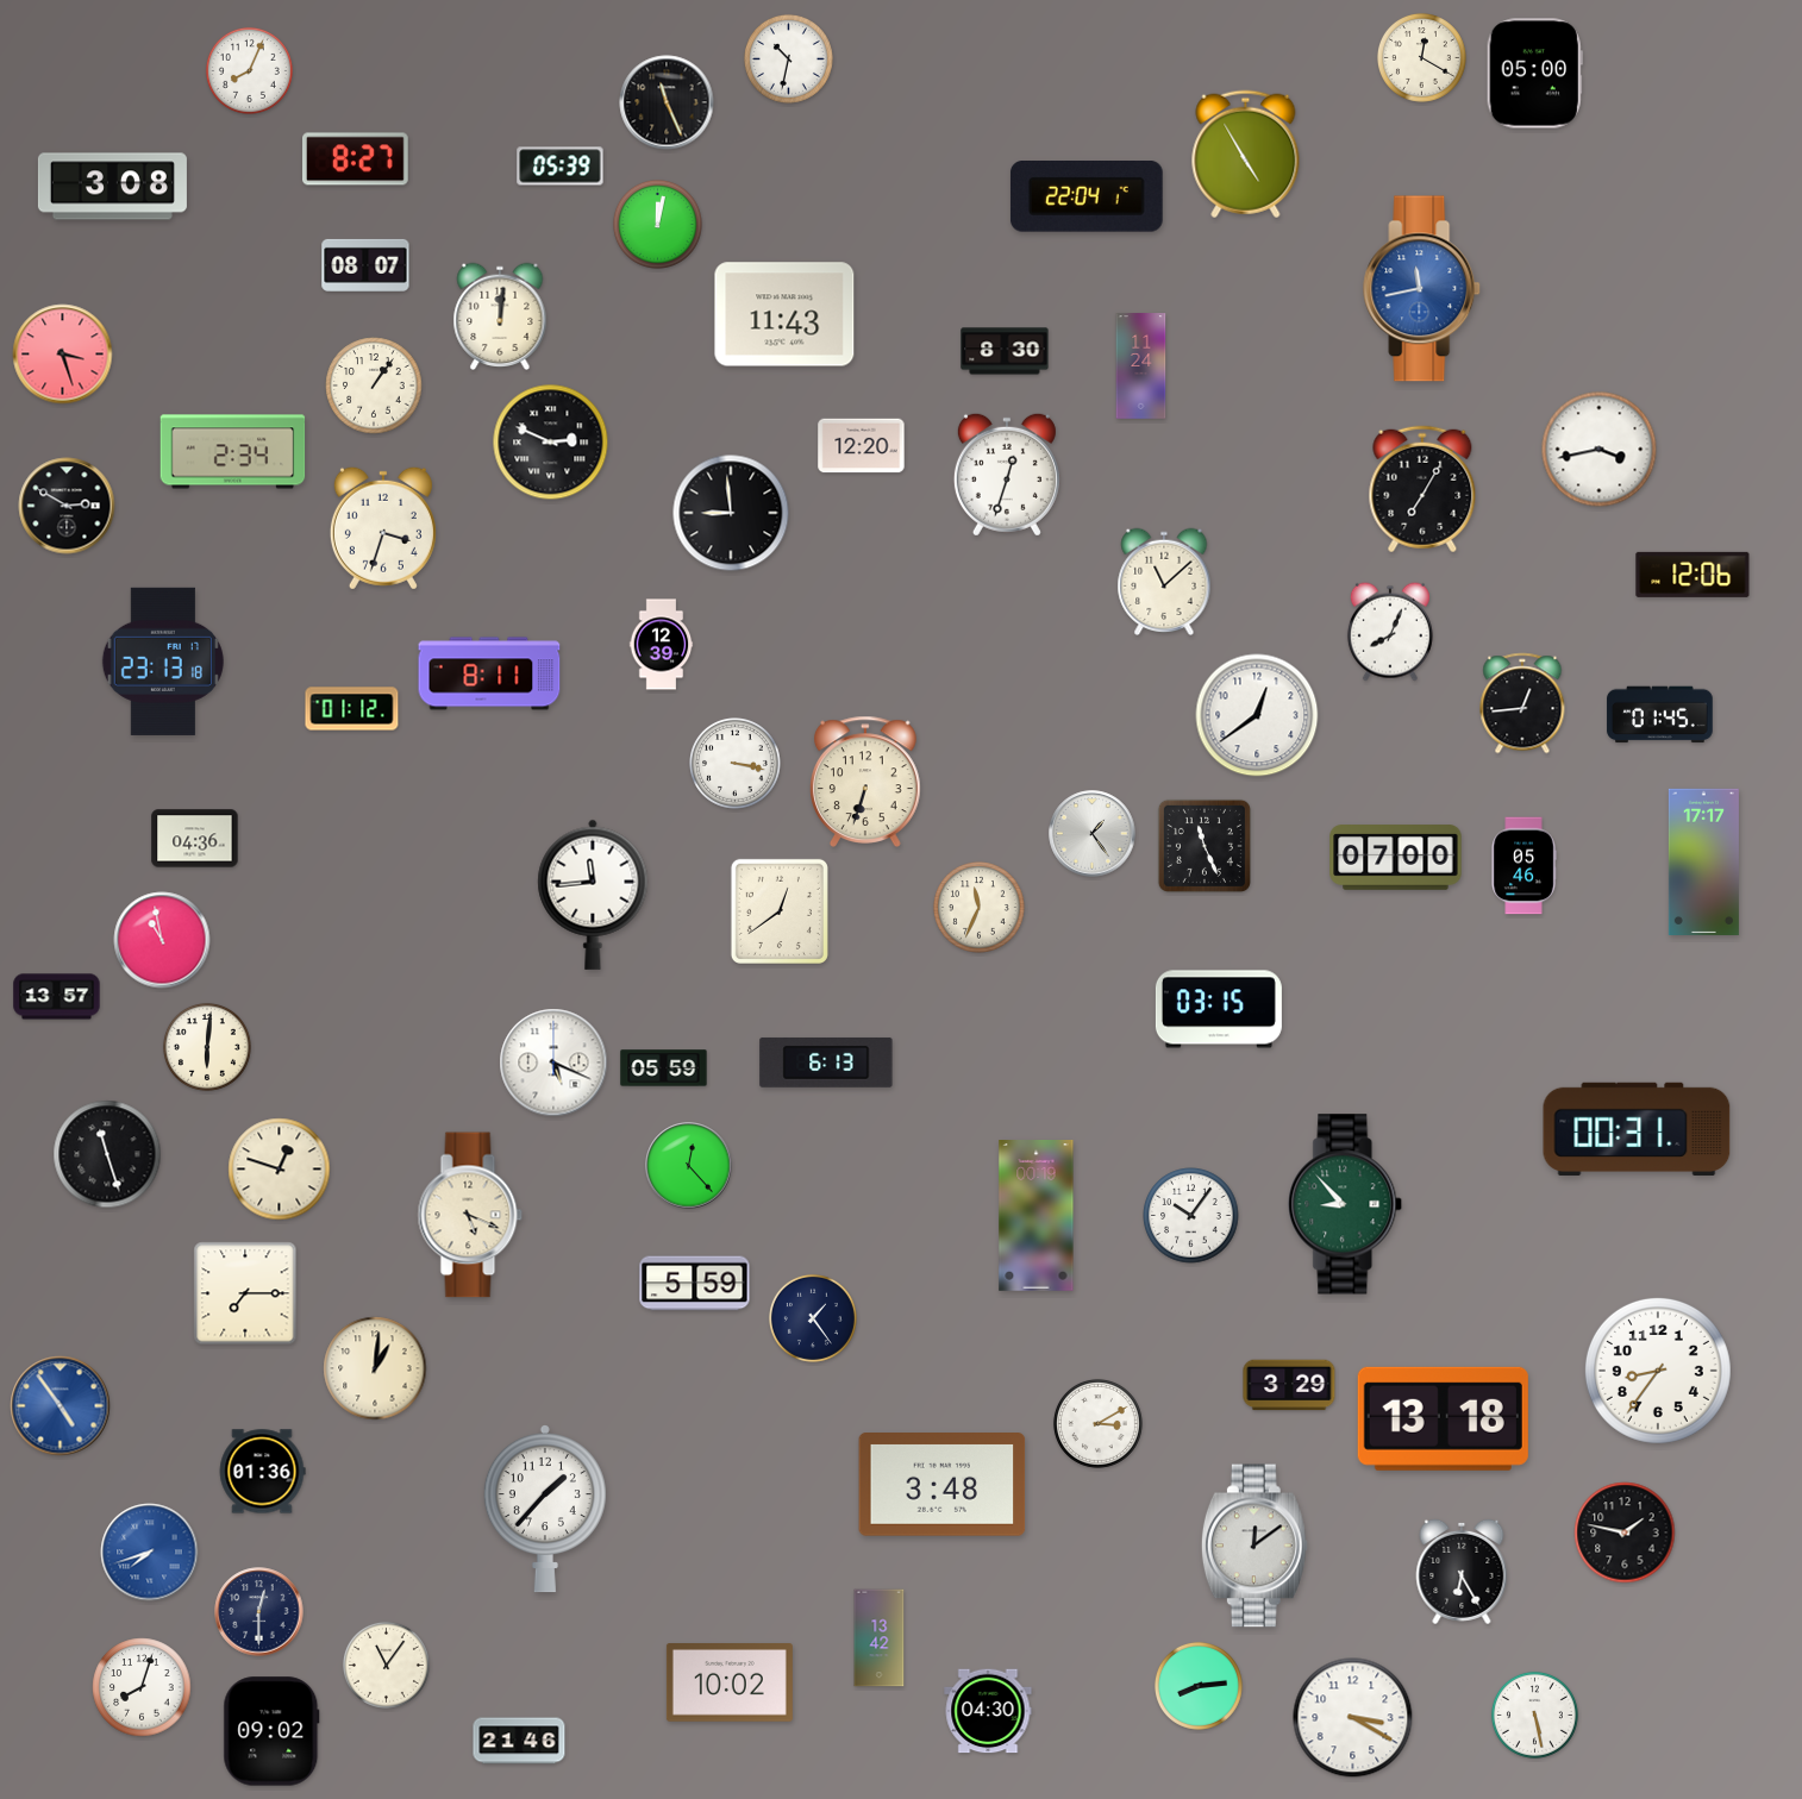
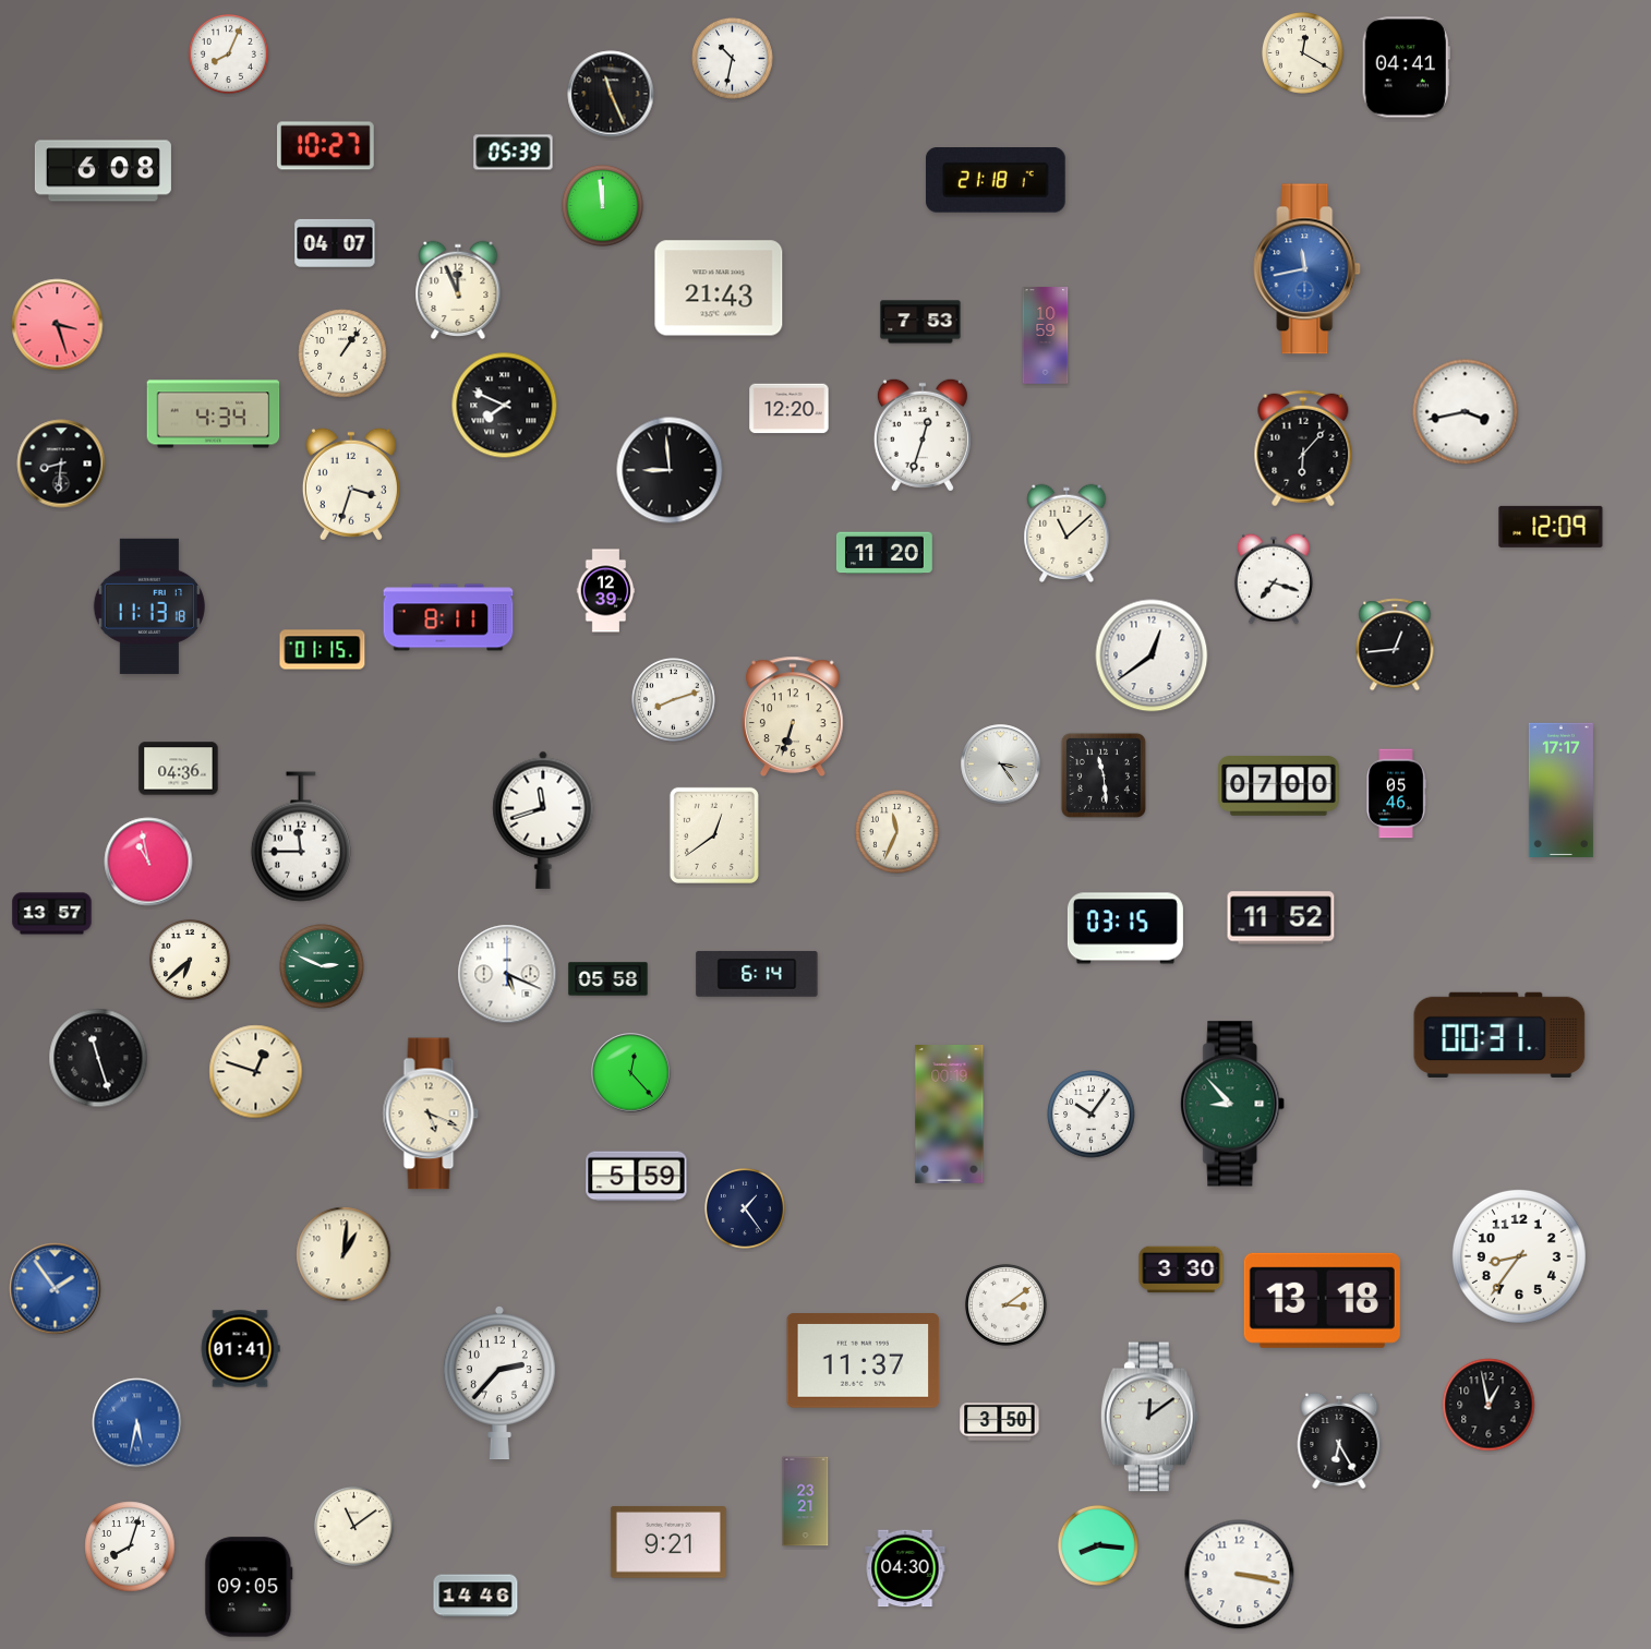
clock at (788, 58) position: (788, 58) -> (732, 58)
clock at (249, 70) position: (249, 70) -> (228, 53)
clock at (1534, 74): 05:00 -> 04:41
clock at (1246, 155): 4:55 -> none
clock at (356, 159): 8:27 -> 10:27
clock at (112, 187): 3:08 -> 6:08
clock at (1087, 196): 22:04 -> 21:18
clock at (657, 224): 12:02 -> 11:59
clock at (365, 265): 08:07 -> 04:07
clock at (1422, 289) position: (1422, 289) -> (1307, 269)
clock at (784, 314): 11:43 -> 21:43
clock at (500, 315): 12:01 -> 11:56
clock at (1005, 351): 8:30 -> 7:53
clock at (1141, 366): 11:24 -> 10:59
clock at (551, 443): 2:49 -> 7:49
clock at (233, 452): 2:34 -> 4:34
clock at (1422, 489): 7:05 -> 6:07
clock at (67, 506): 2:50 -> 8:31
clock at (1692, 575): 12:06 -> 12:09
clock at (884, 553): none -> 11:20
clock at (1390, 632): 8:04 -> 7:18
clock at (163, 662): 23:13 -> 11:13
clock at (352, 709): 01:12 -> 01:15
clock at (1660, 715): 01:45 -> none
clock at (736, 764): 3:17 -> 8:12
clock at (1093, 834): 1:24 -> 3:24
clock at (1205, 846): 11:26 -> 11:29
clock at (593, 895): 11:44 -> 11:42
clock at (301, 836): none -> 11:45
clock at (1281, 918): none -> 11:52
clock at (1219, 1009) position: (1219, 1009) -> (1125, 928)
clock at (207, 1047): 6:01 -> 6:38
clock at (322, 966): none -> 2:49
clock at (826, 1063): 6:13 -> 6:14
clock at (664, 1068): 05:59 -> 05:58
clock at (689, 1166) position: (689, 1166) -> (631, 1073)
clock at (245, 1293): 7:15 -> none
clock at (1289, 1385): 3:29 -> 3:30
clock at (61, 1406): 4:54 -> 1:54
clock at (1097, 1423): 3:10 -> 3:09
clock at (262, 1472): 01:36 -> 01:41
clock at (943, 1485): 3:48 -> 11:37
clock at (545, 1510): 1:37 -> 2:37
clock at (1625, 1532): 1:47 -> 12:58
clock at (1000, 1422): none -> 3:50
clock at (150, 1553): 7:42 -> 5:32
clock at (259, 1612): 12:30 -> none
clock at (880, 1638): 13:42 -> 23:21
clock at (386, 1665): 11:06 -> 11:09
clock at (730, 1684): 10:02 -> 9:21
clock at (1199, 1686): 8:14 -> 8:16
clock at (1534, 1715): 5:28 -> none
clock at (1353, 1718): 3:20 -> 3:17
clock at (271, 1731): 09:02 -> 09:05
clock at (519, 1741): 21:46 -> 14:46
